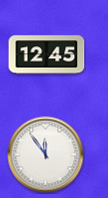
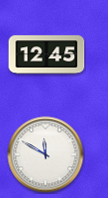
clock at (46, 155): 11:54 -> 11:50
